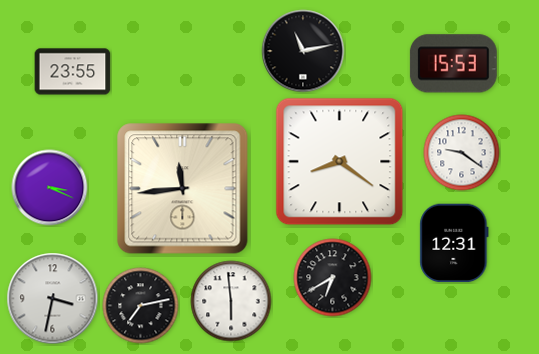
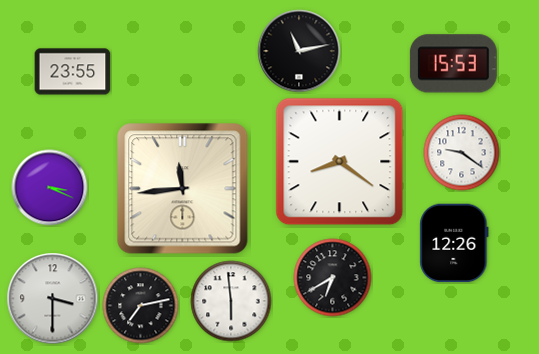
clock at (303, 51) position: (303, 51) -> (299, 51)
clock at (454, 243): 12:31 -> 12:26
clock at (53, 299): 3:32 -> 3:30
